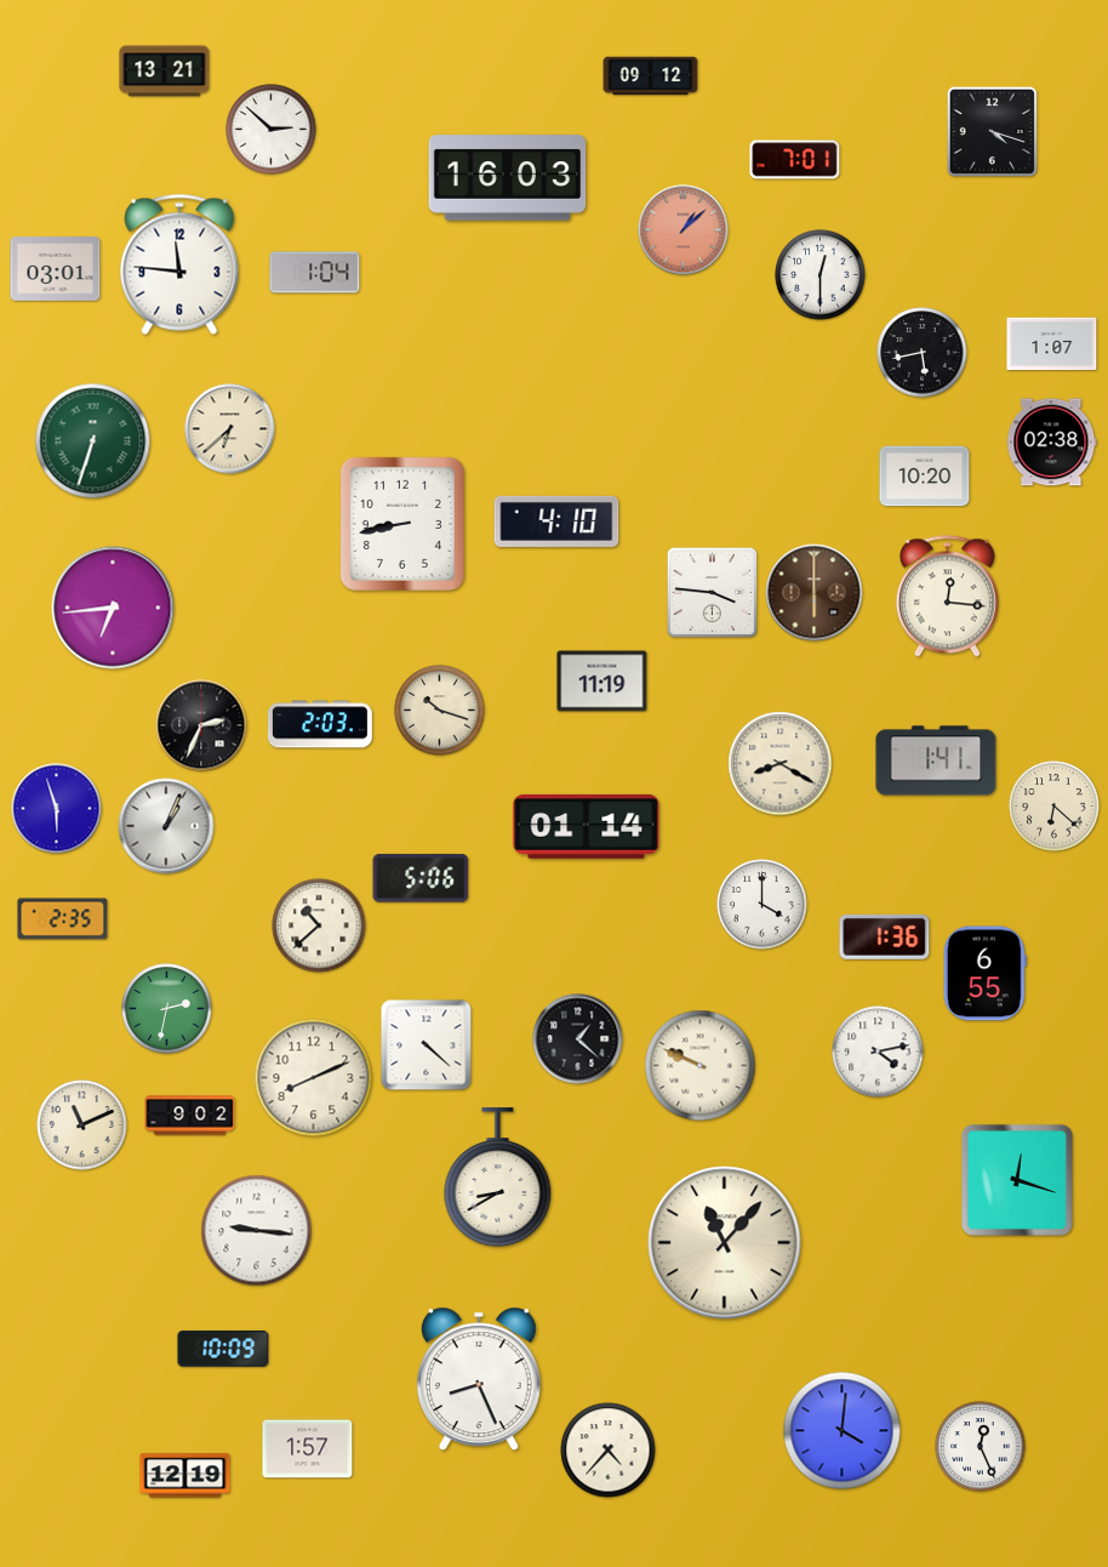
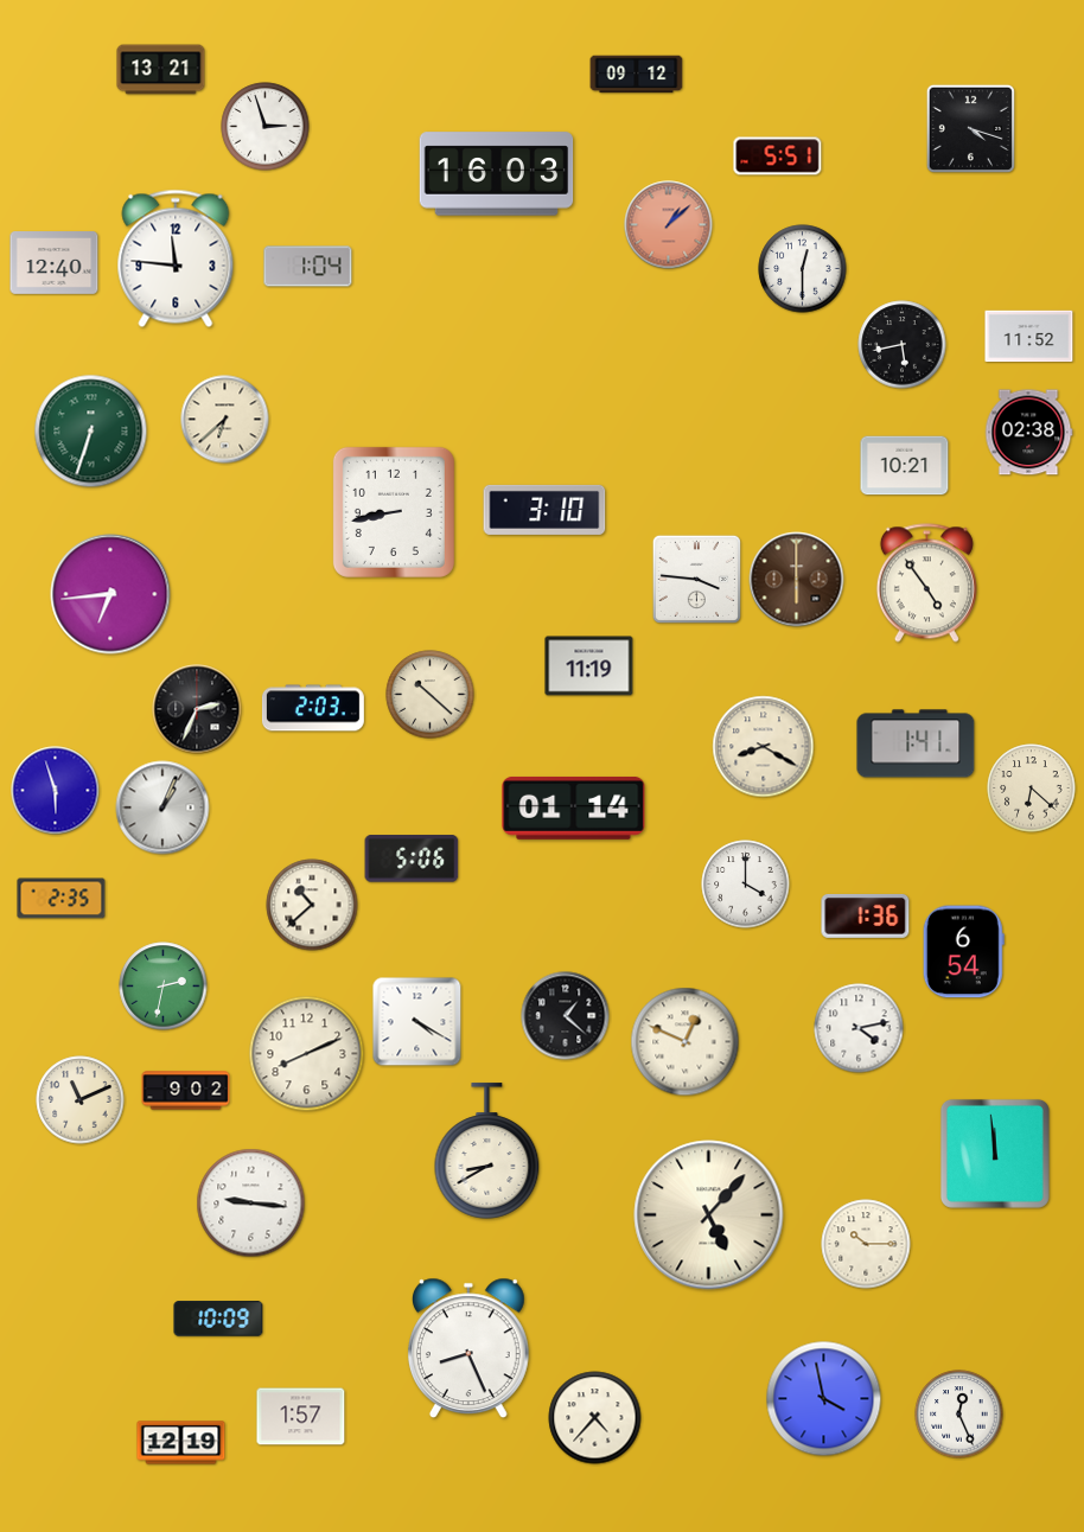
clock at (272, 130): 2:52 -> 2:57
clock at (795, 160): 7:01 -> 5:51
clock at (56, 269): 03:01 -> 12:40
clock at (1052, 344): 1:07 -> 11:52
clock at (925, 477): 10:20 -> 10:21
clock at (556, 522): 4:10 -> 3:10
clock at (947, 597): 12:16 -> 4:54
clock at (440, 711): 10:18 -> 10:22
clock at (984, 974): 6:55 -> 6:54
clock at (427, 1045): 4:22 -> 4:20
clock at (701, 1066): 9:49 -> 12:49
clock at (1017, 1180): 12:18 -> 11:59
clock at (725, 1243): 11:07 -> 5:07
clock at (866, 1244): none -> 10:15
clock at (843, 1431): 4:01 -> 3:58
